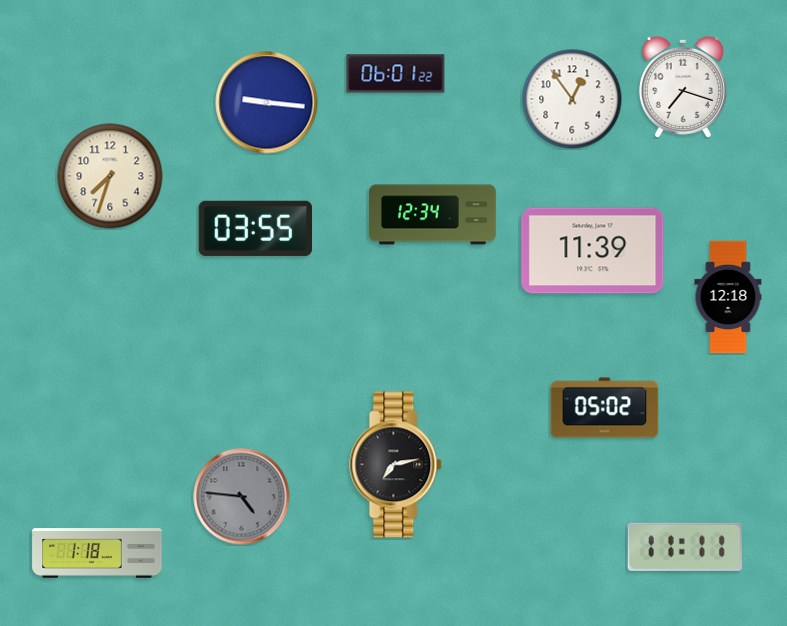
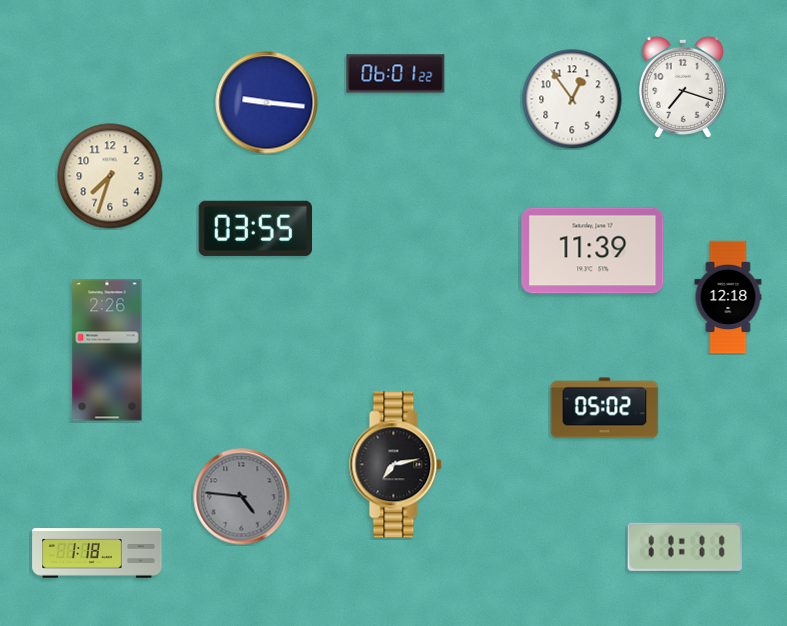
clock at (433, 215): 12:34 -> none
clock at (107, 350): none -> 2:26
